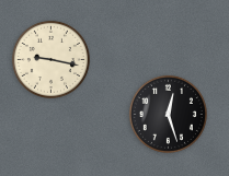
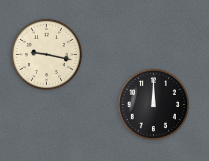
clock at (168, 114): 12:27 -> 12:00
